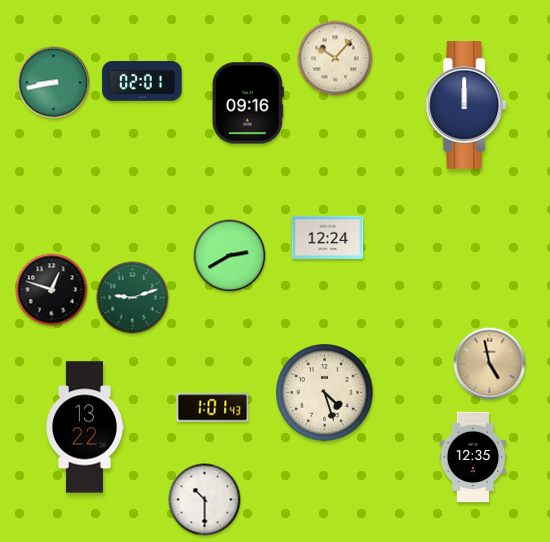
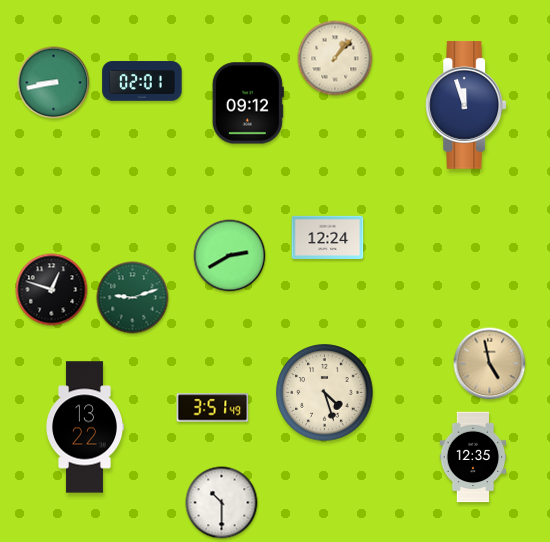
clock at (335, 58): 10:07 -> 1:07
clock at (248, 103): 09:16 -> 09:12
clock at (466, 105): 12:00 -> 11:57
clock at (213, 408): 1:01 -> 3:51
clock at (205, 500) position: (205, 500) -> (222, 503)
